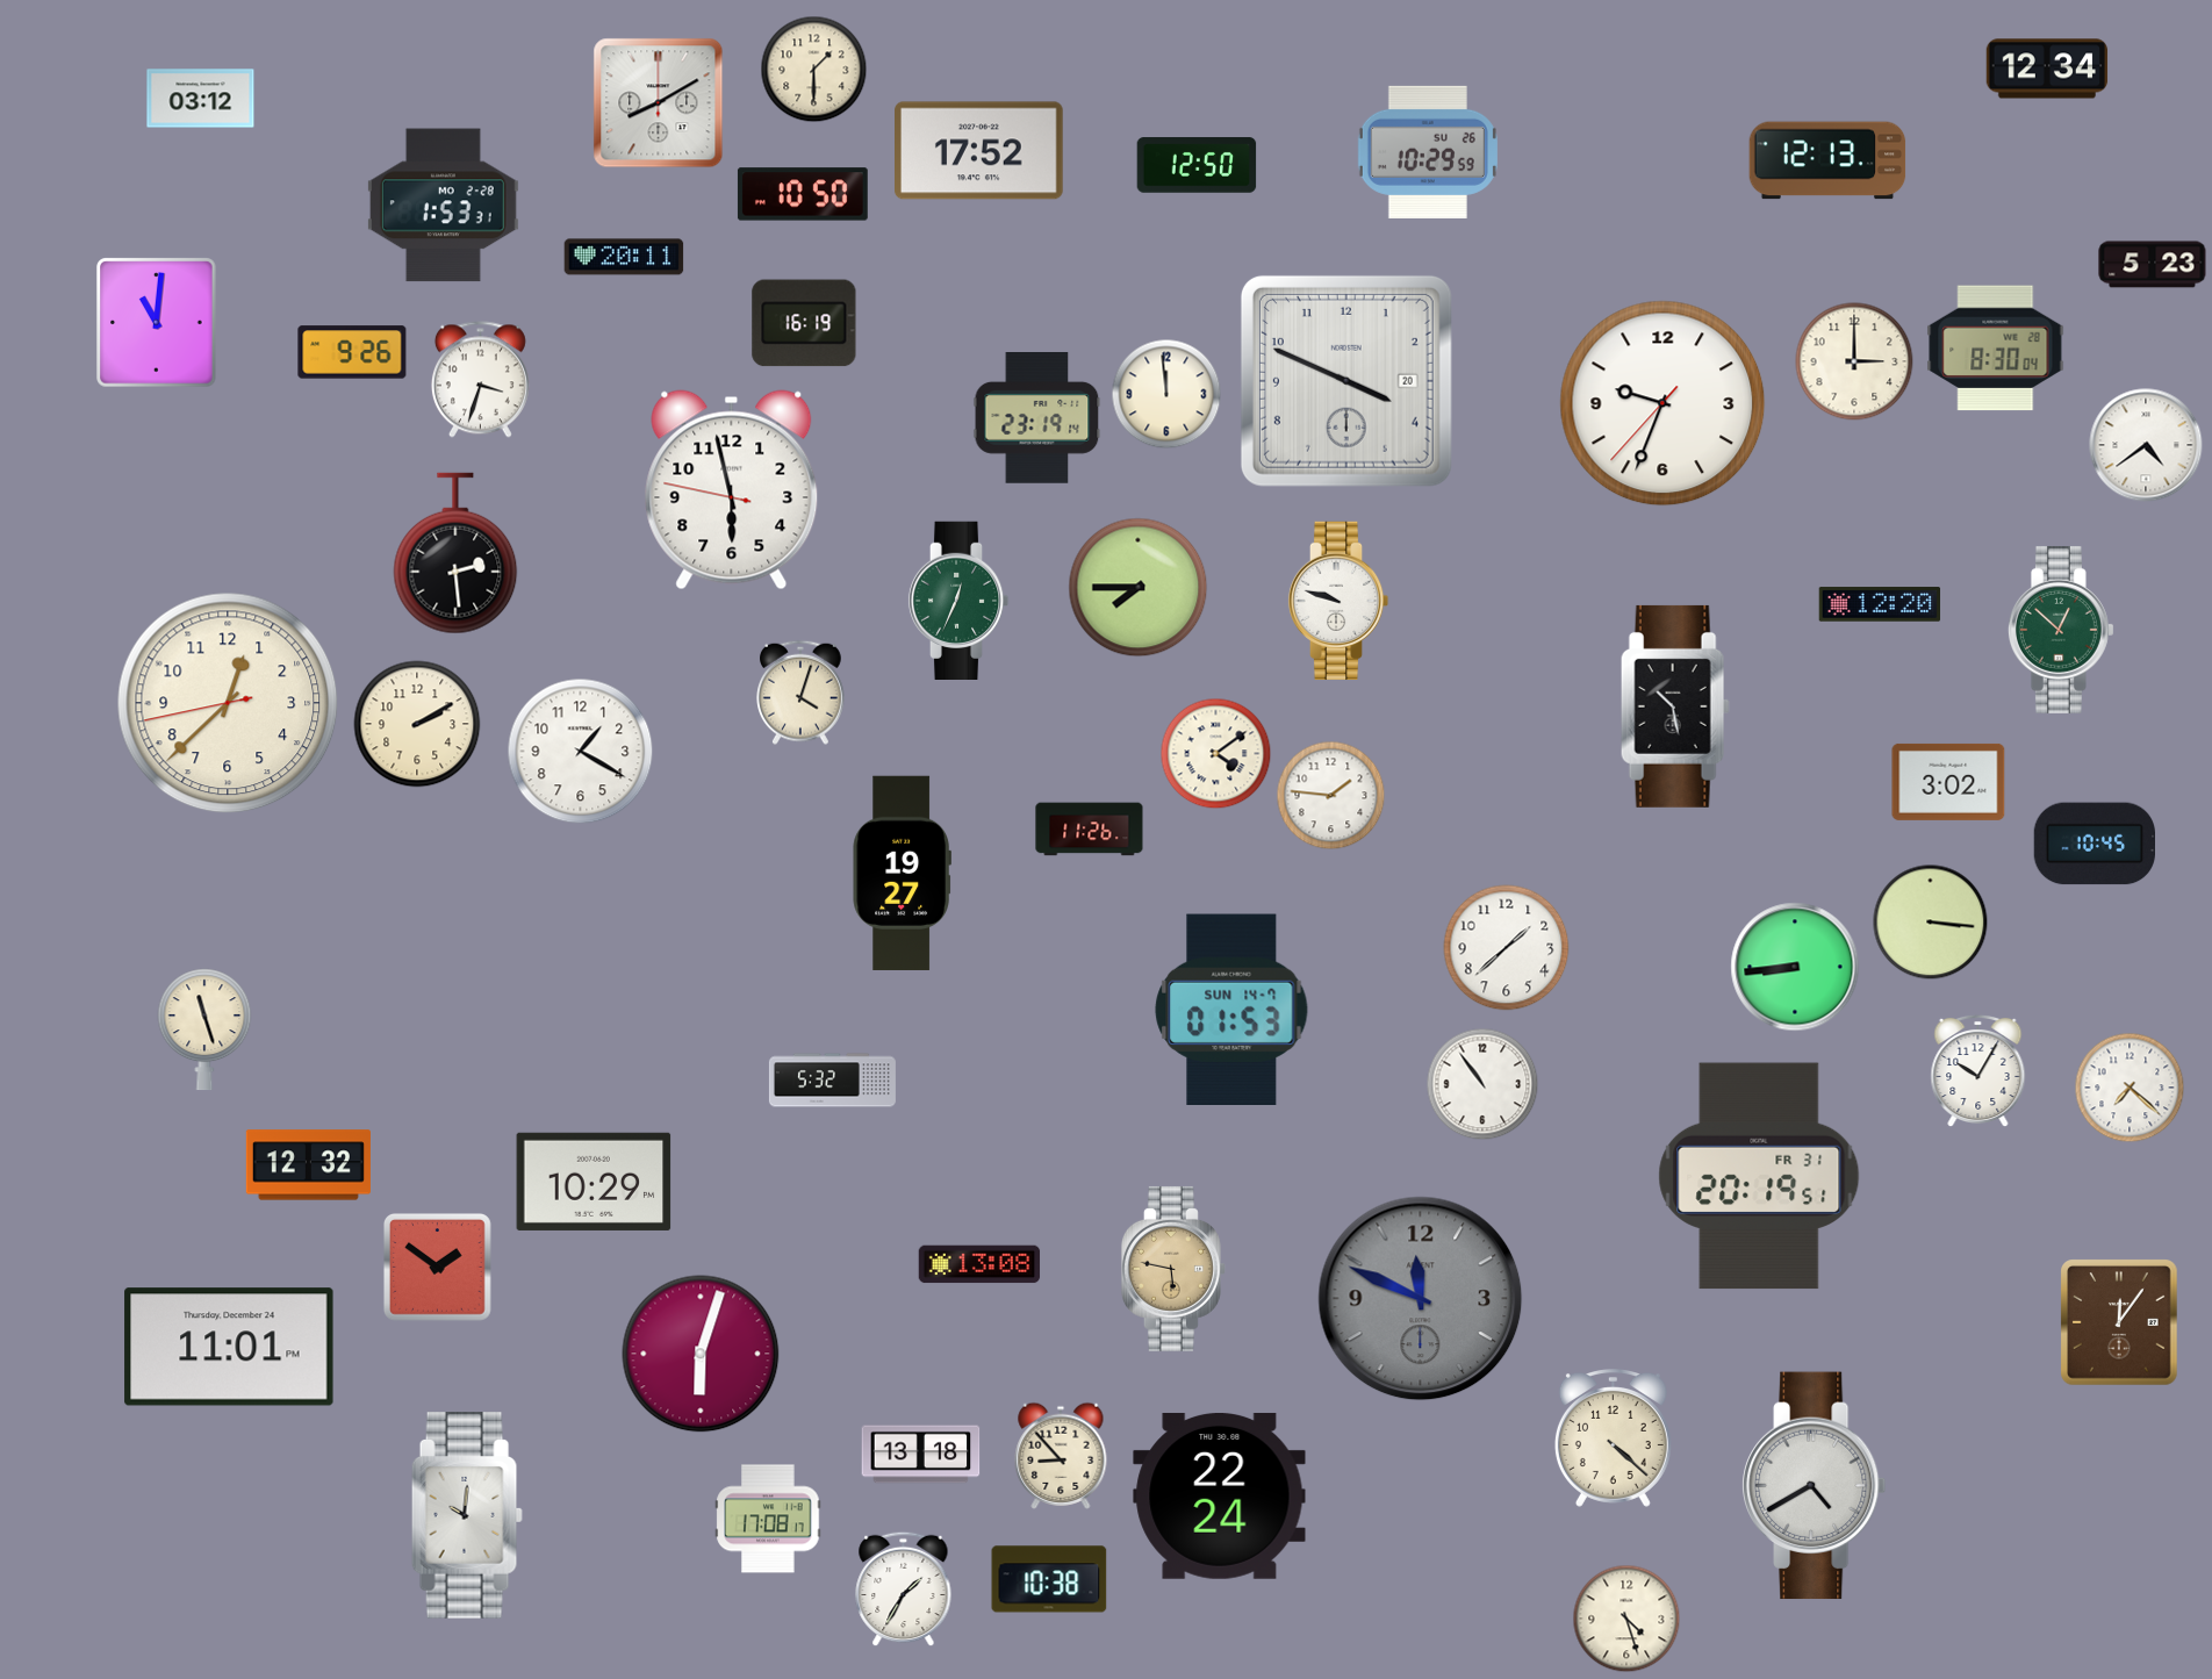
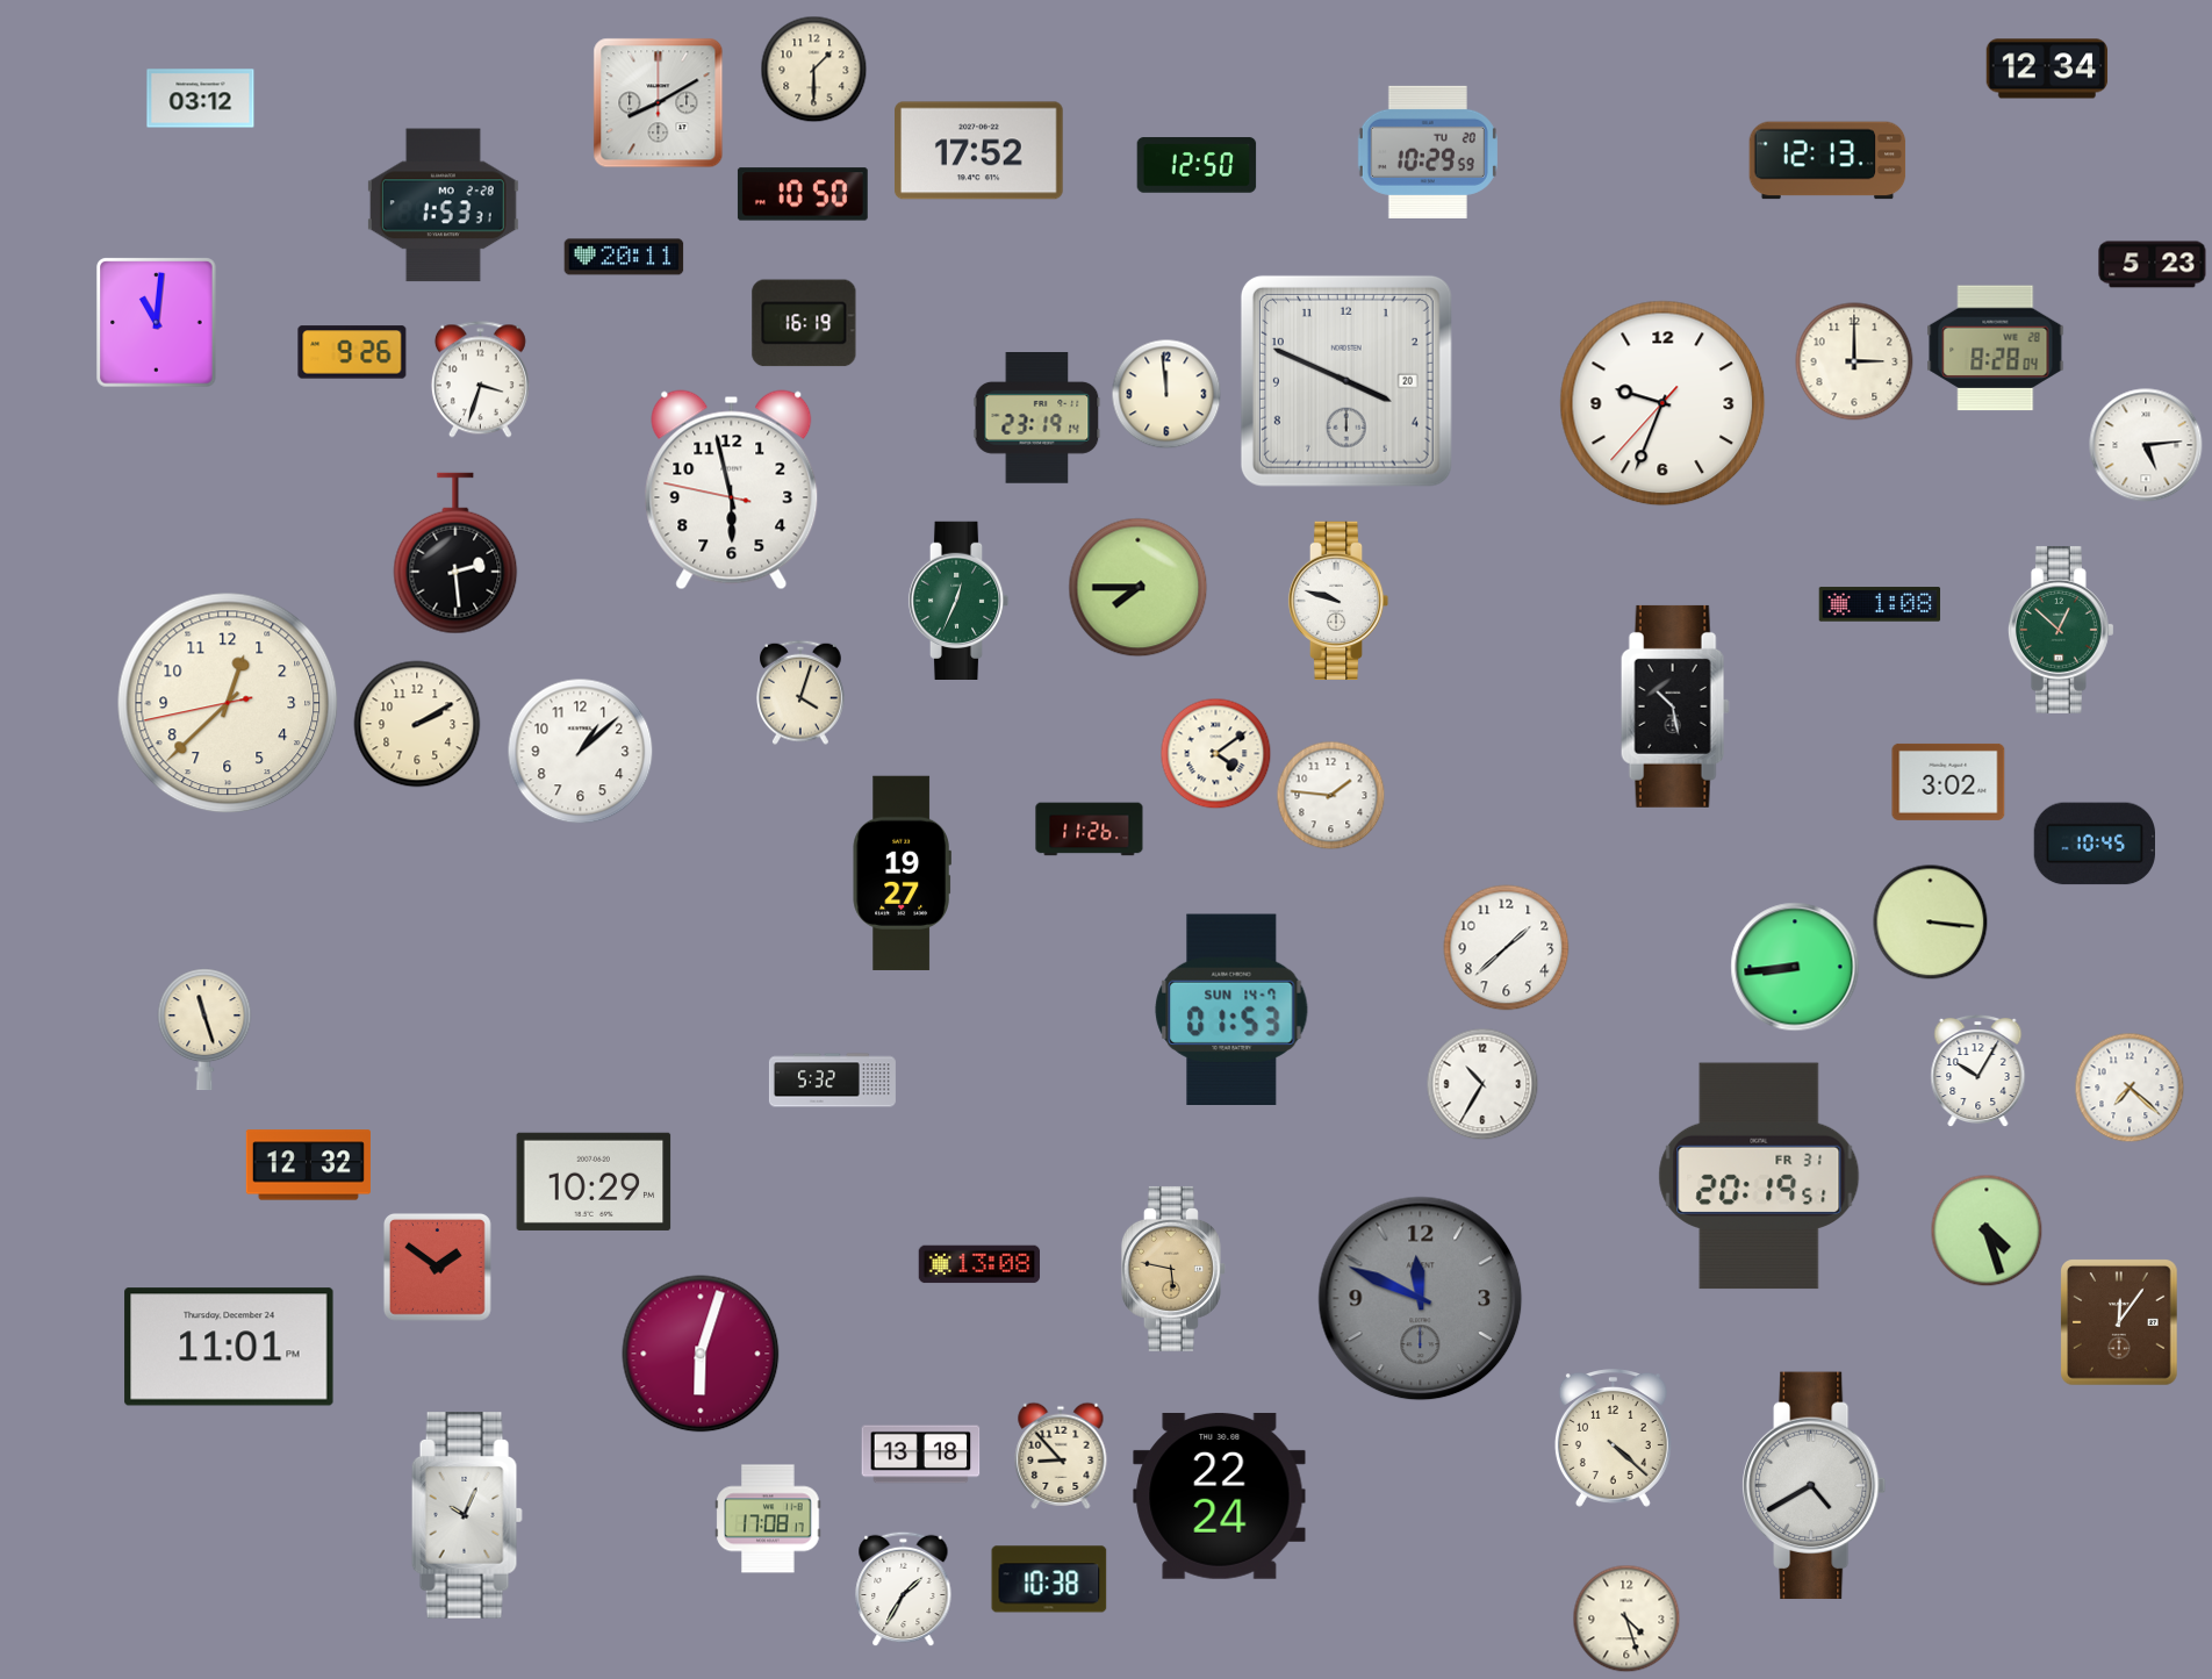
clock at (1428, 152) date: SU 26 -> TU 20
clock at (1996, 349): 8:30 -> 8:28
clock at (2146, 445): 4:39 -> 5:14
clock at (1880, 604): 12:20 -> 1:08
clock at (581, 752): 1:20 -> 1:08
clock at (1482, 1084): 10:54 -> 10:35
clock at (1987, 1230): none -> 4:27
clock at (467, 1515): 10:01 -> 10:04
